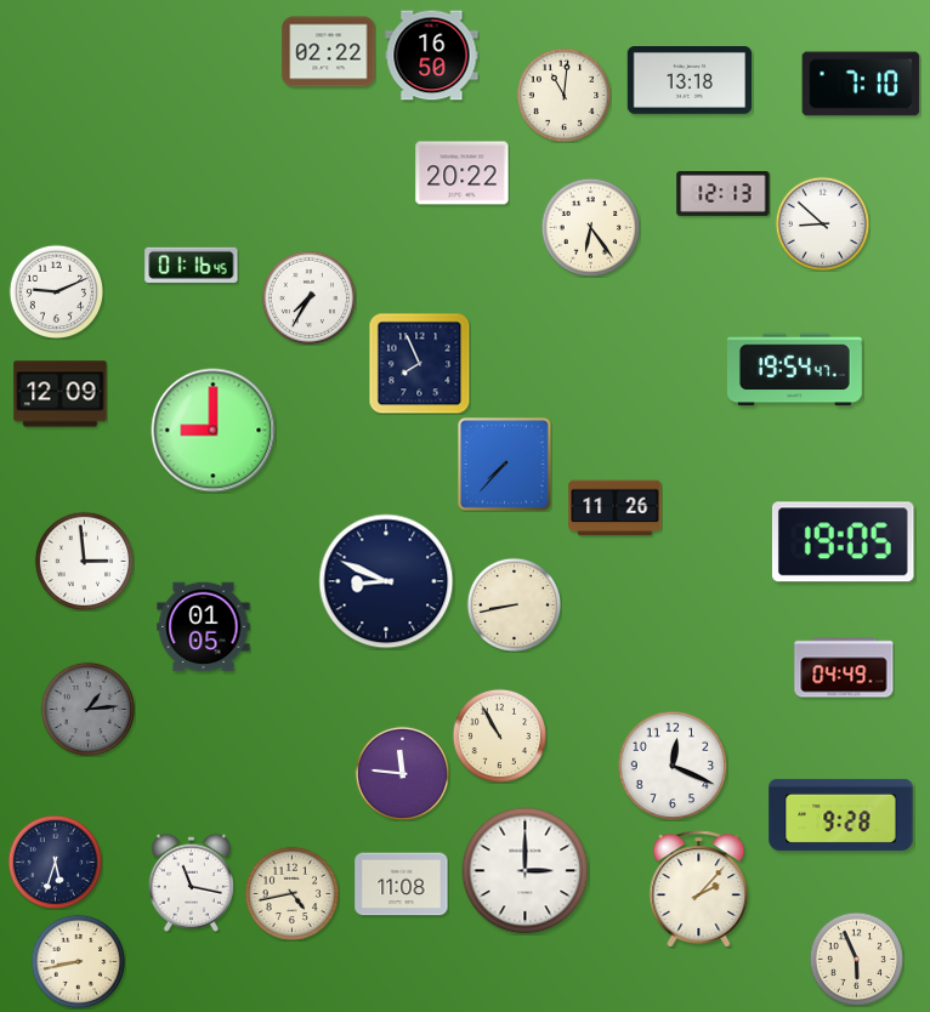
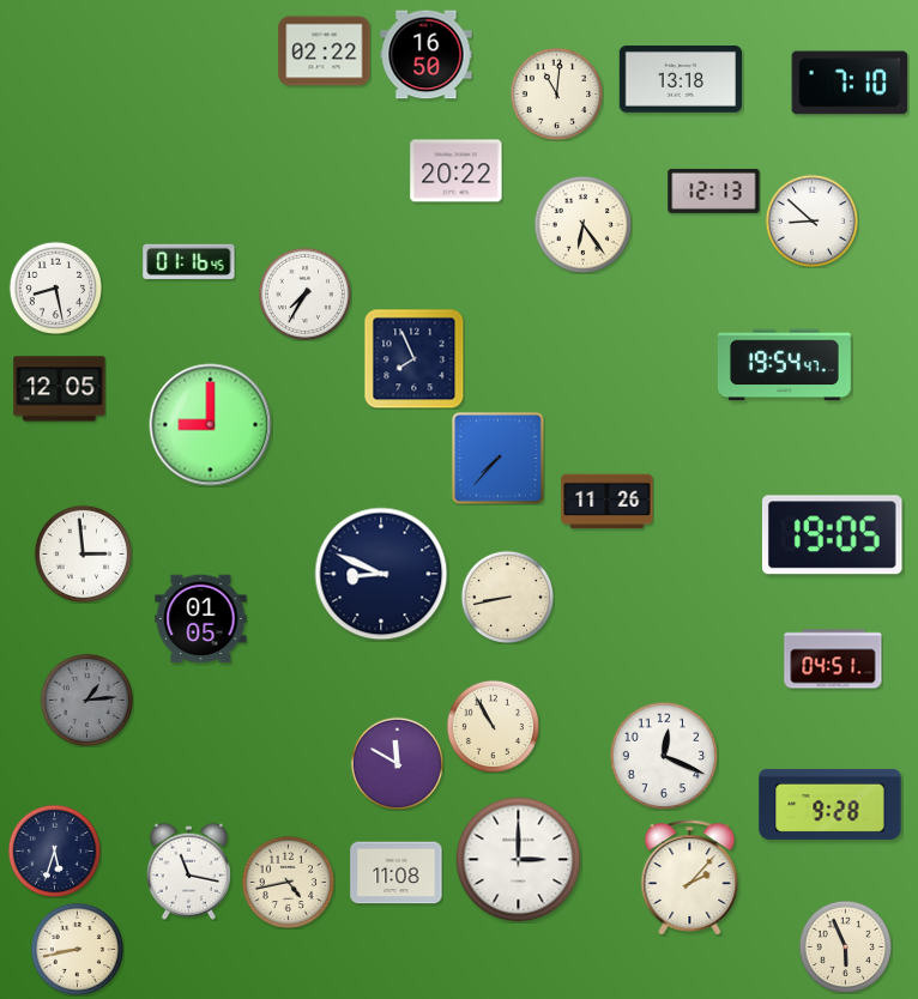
clock at (56, 291): 9:11 -> 8:28
clock at (61, 394): 12:09 -> 12:05
clock at (844, 667): 04:49 -> 04:51
clock at (402, 773): 11:46 -> 11:50
